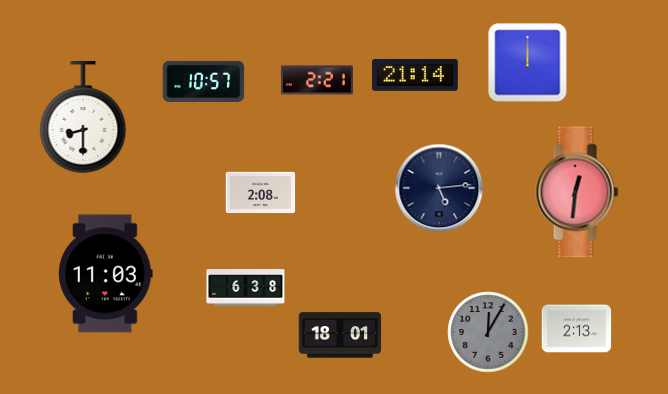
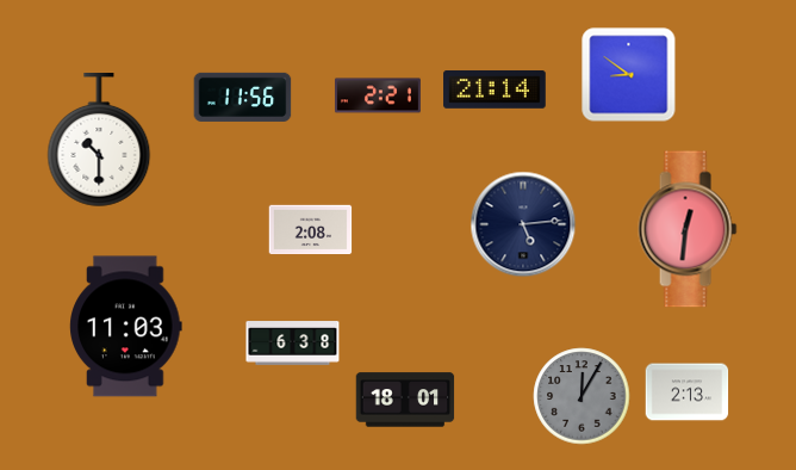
clock at (528, 63): 12:00 -> 8:51
clock at (204, 81): 10:57 -> 11:56
clock at (83, 118): 8:30 -> 10:30
